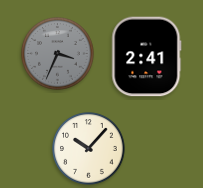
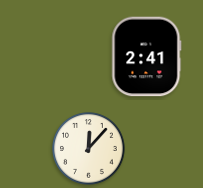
clock at (58, 54): 3:34 -> none
clock at (89, 149): 10:07 -> 12:07
